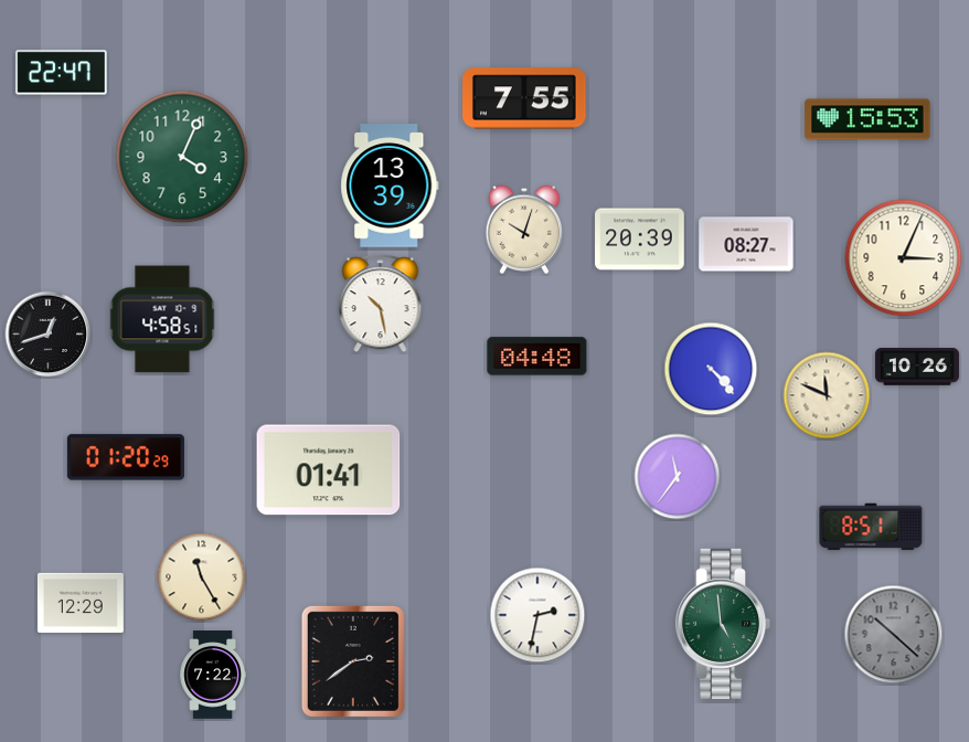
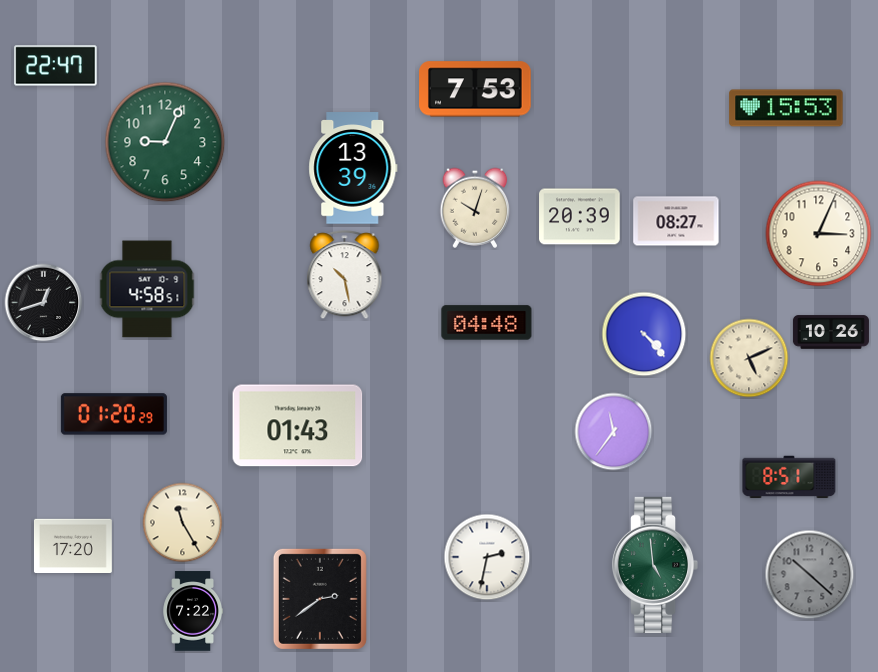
clock at (524, 98): 7:55 -> 7:53
clock at (182, 157): 4:04 -> 9:04
clock at (827, 395): 11:49 -> 5:11
clock at (329, 470): 01:41 -> 01:43
clock at (81, 603): 12:29 -> 17:20
